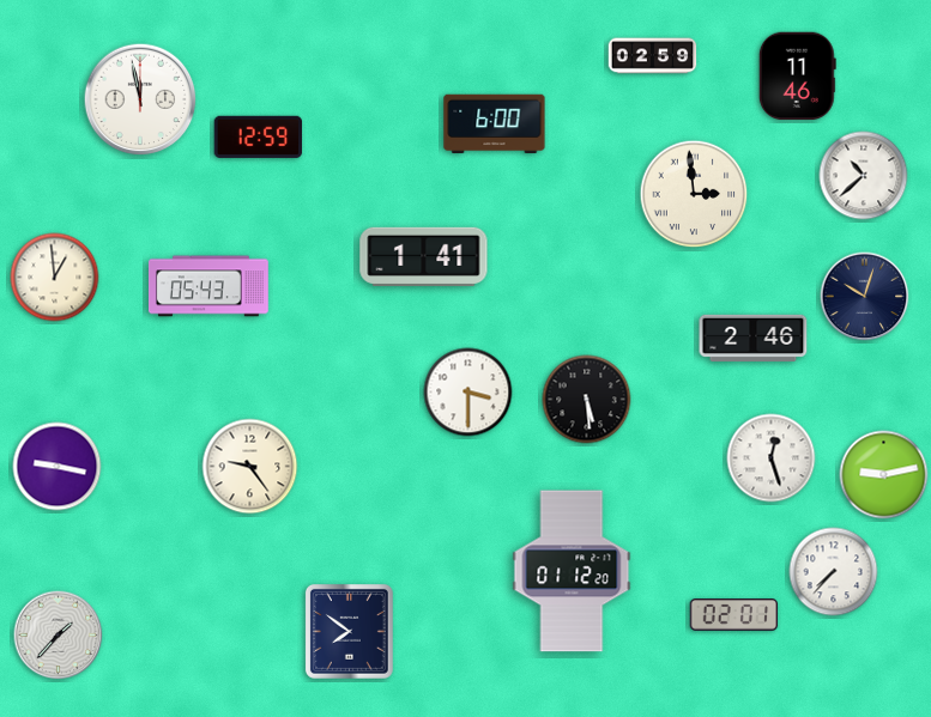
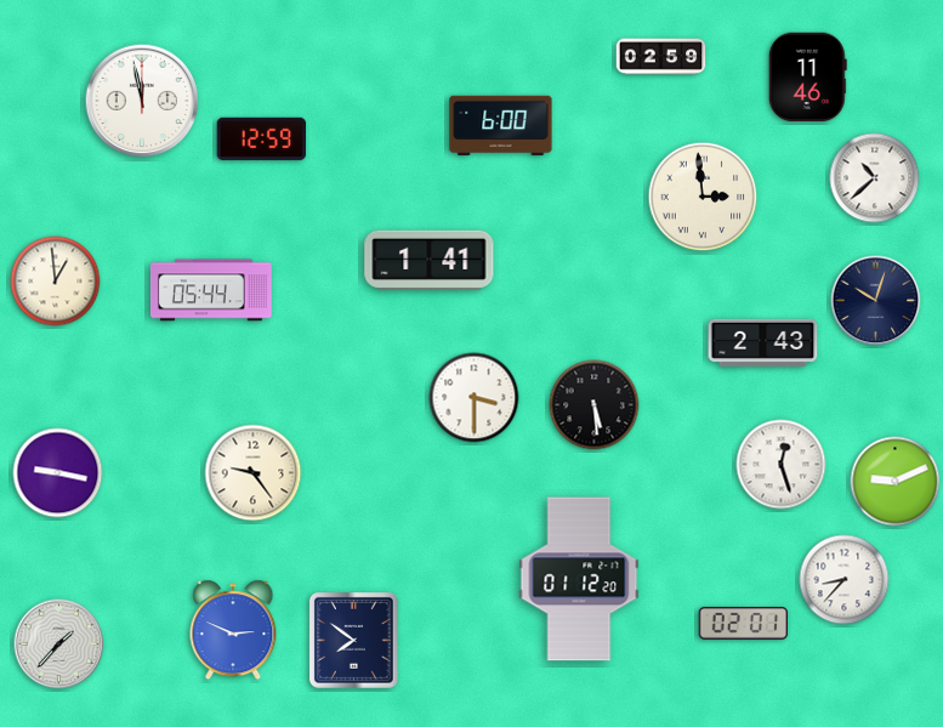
clock at (208, 286): 05:43 -> 05:44
clock at (754, 338): 2:46 -> 2:43
clock at (884, 475): 9:13 -> 9:11
clock at (834, 572): 7:37 -> 8:37
clock at (233, 630): none -> 2:49
